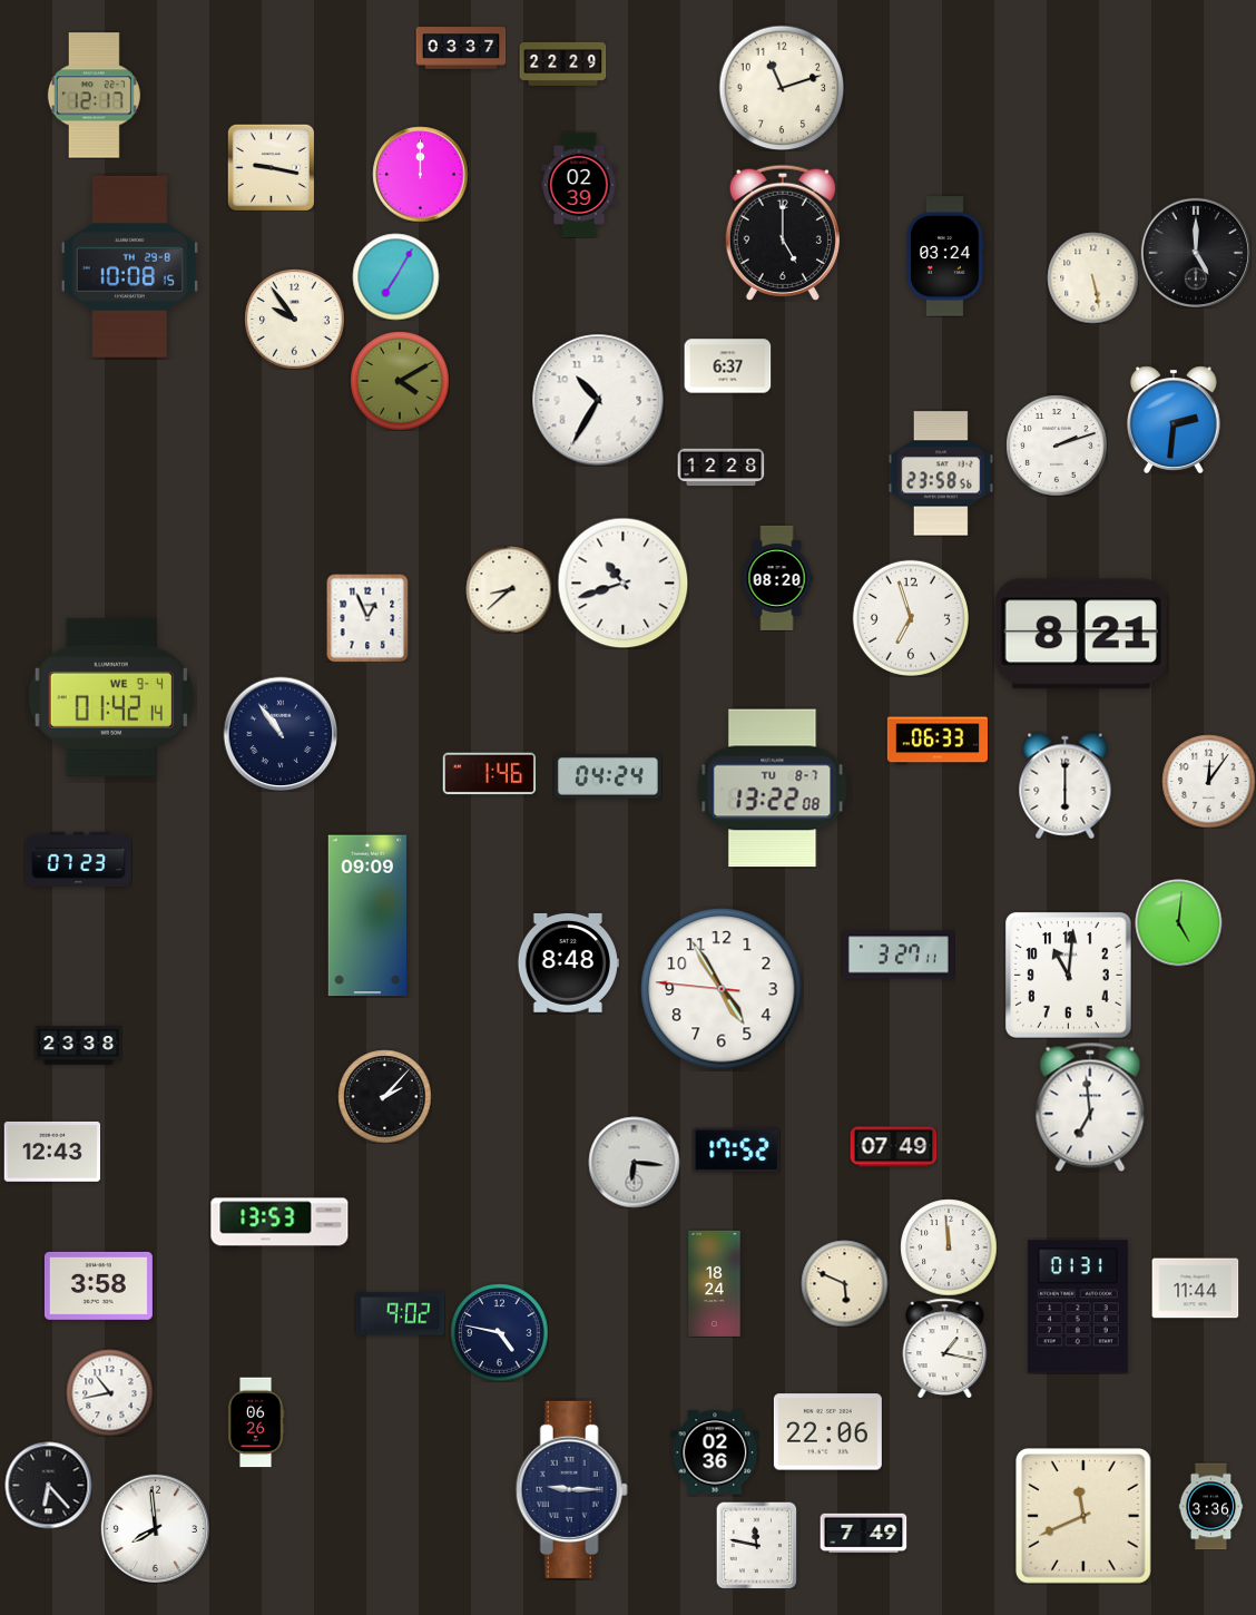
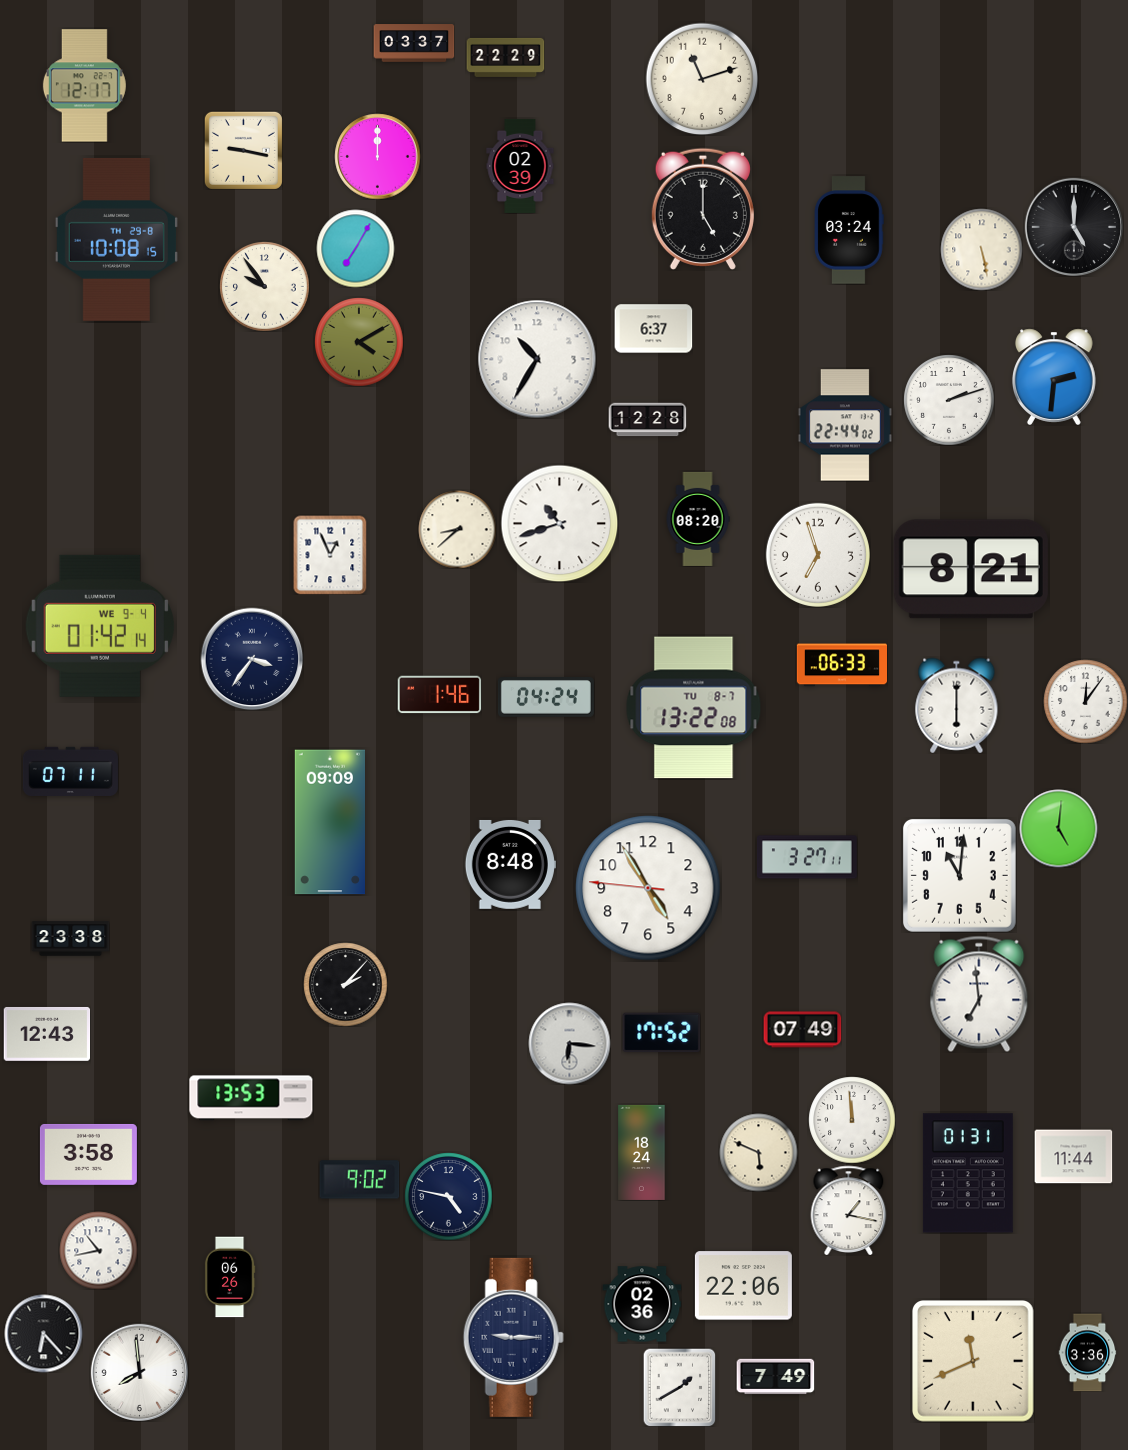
clock at (941, 473): 23:58 -> 22:44
clock at (281, 734): 10:54 -> 3:36
clock at (78, 859): 07:23 -> 07:11
clock at (757, 1545): 11:47 -> 1:40
